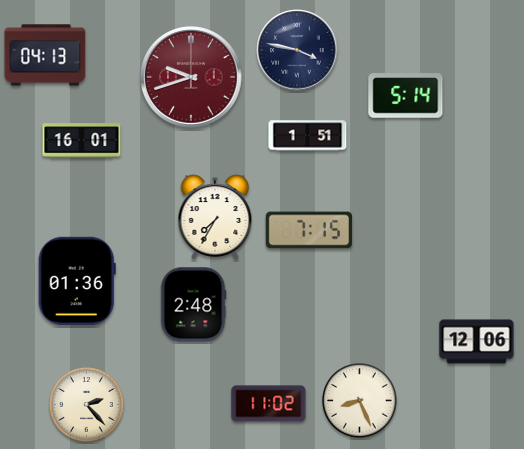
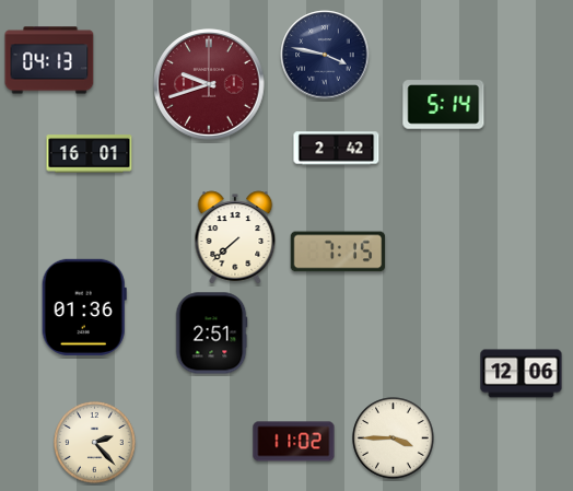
clock at (308, 136): 1:51 -> 2:42
clock at (215, 217): 7:35 -> 7:38
clock at (193, 305): 2:48 -> 2:51
clock at (360, 401): 8:26 -> 3:45
